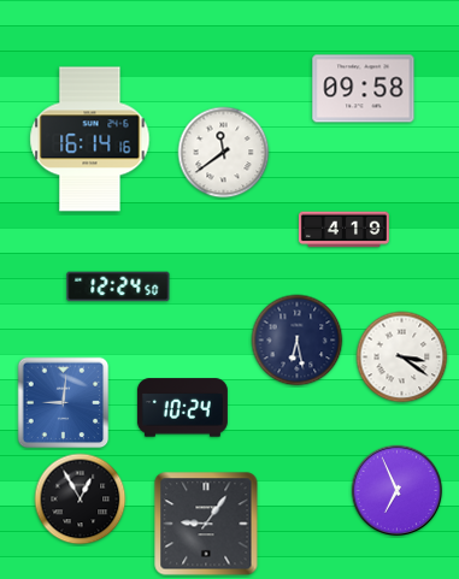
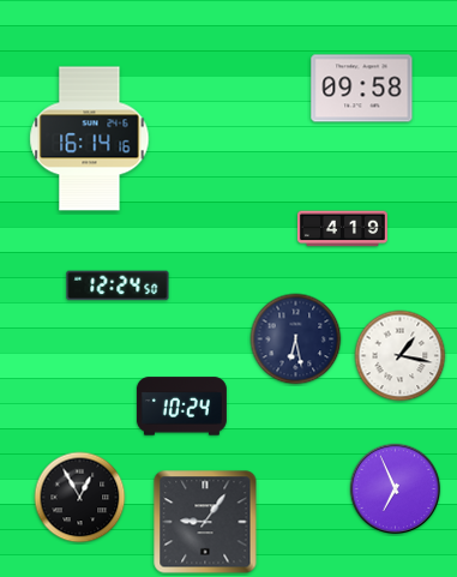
clock at (224, 153): 11:39 -> none
clock at (402, 358): 3:21 -> 1:17
clock at (64, 403): 9:01 -> none
